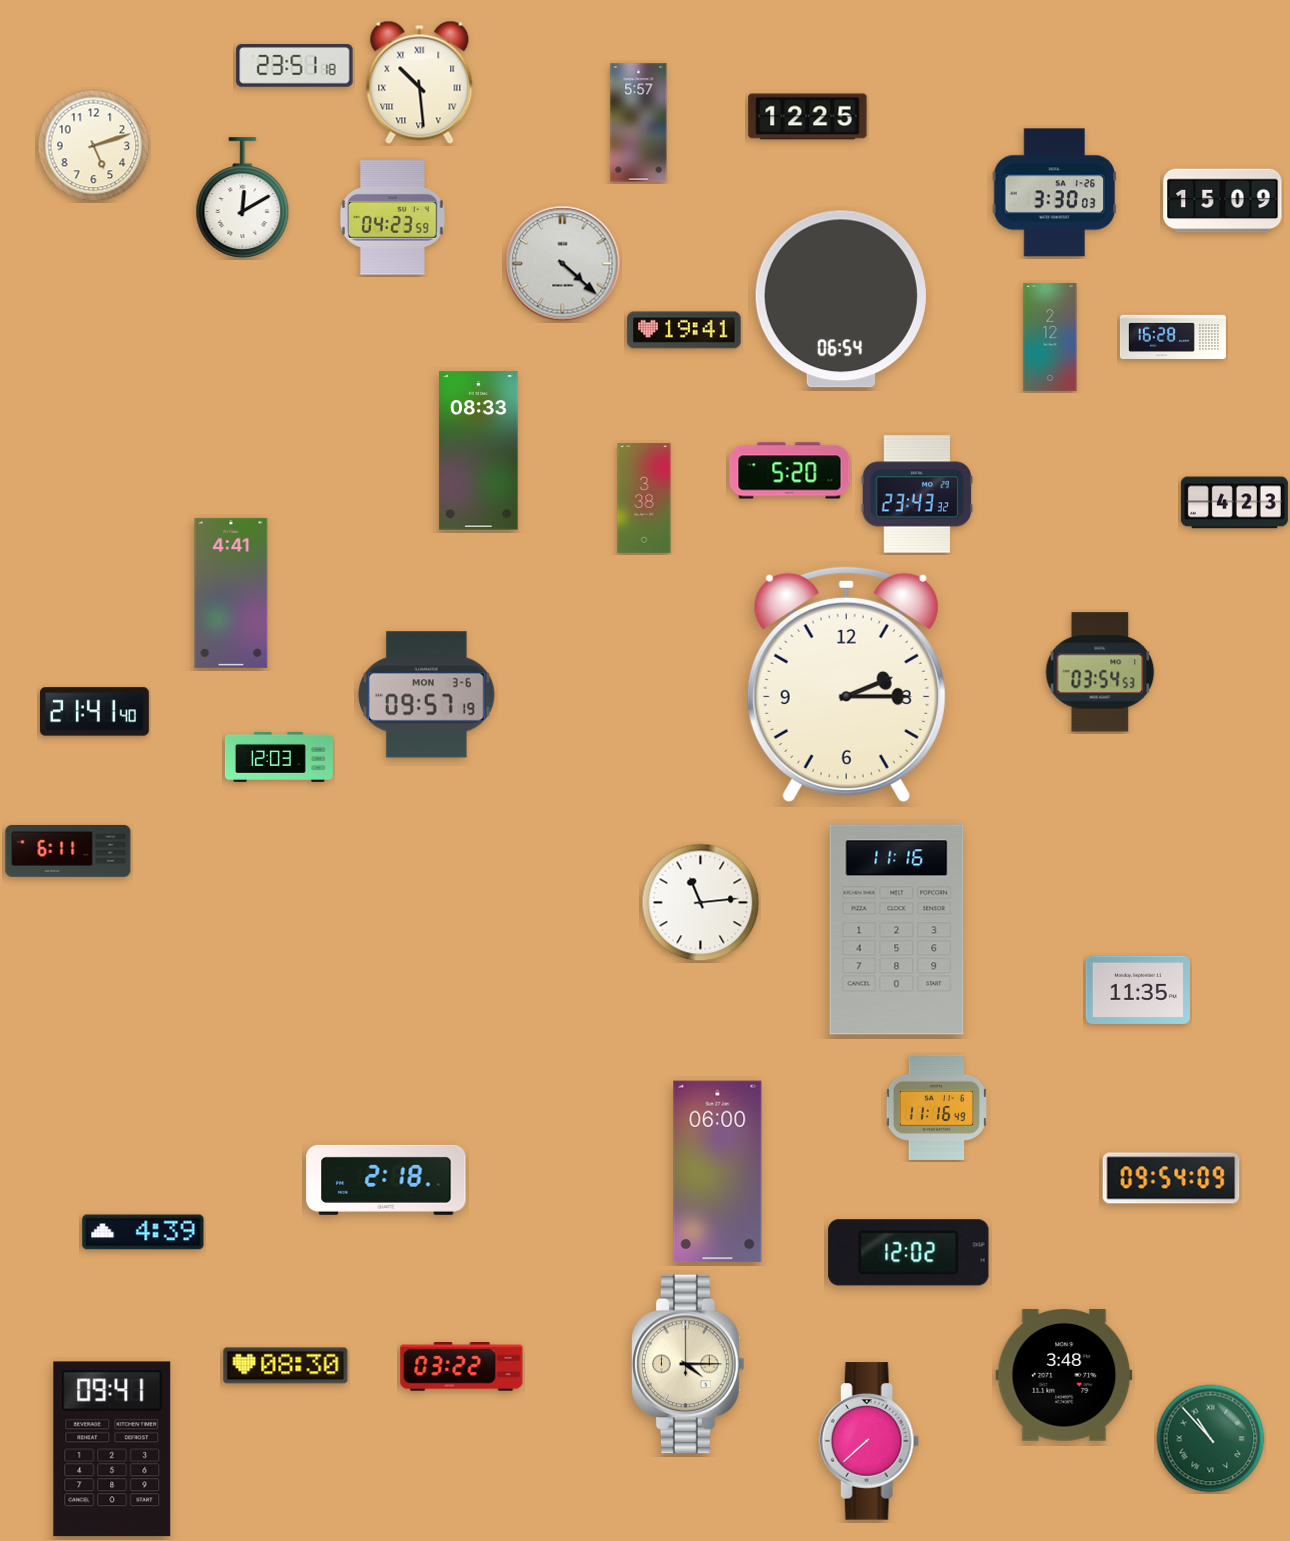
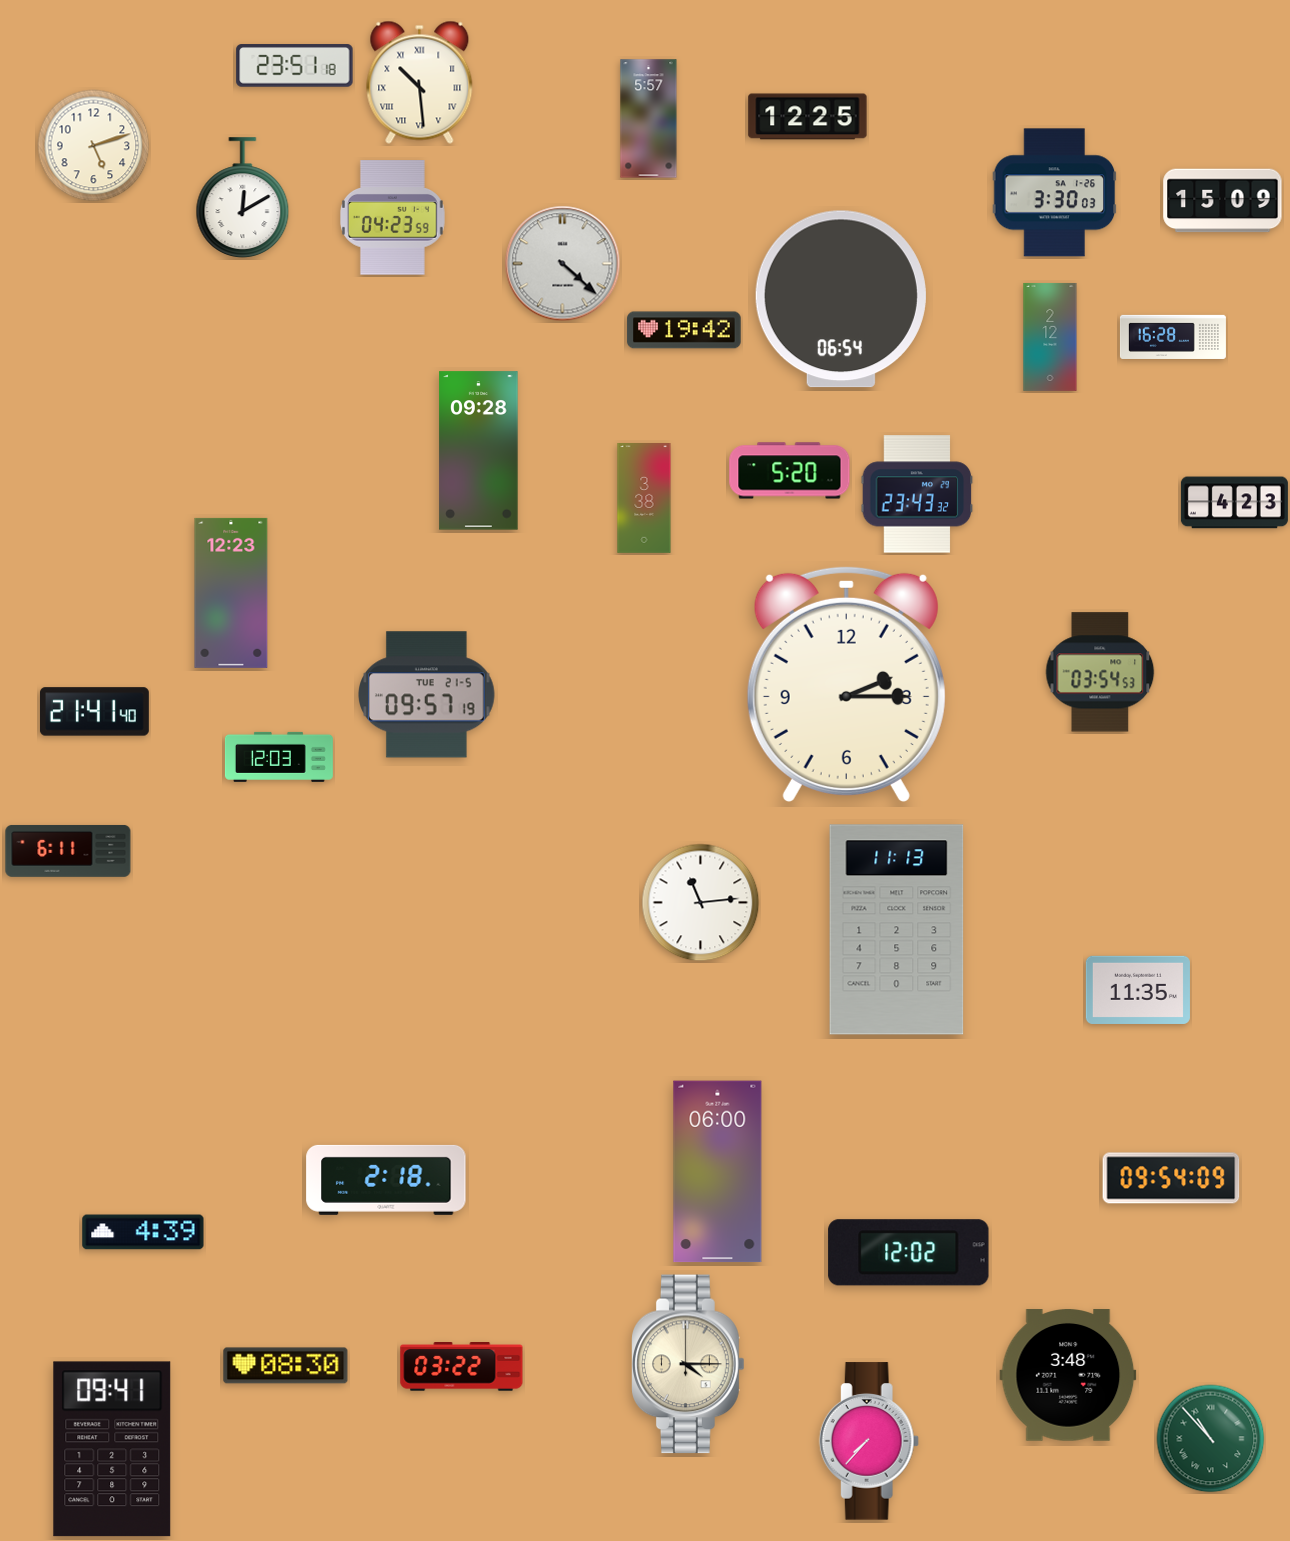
clock at (639, 123) position: (639, 123) -> (649, 119)
clock at (684, 330): 19:41 -> 19:42
clock at (479, 451): 08:33 -> 09:28
clock at (231, 593): 4:41 -> 12:23
clock at (427, 695) date: MON 3-6 -> TUE 21-5
clock at (897, 930): 11:16 -> 11:13
clock at (936, 1107): 11:16 -> none
clock at (1064, 1375) position: (1064, 1375) -> (1068, 1375)
clock at (869, 1441): 7:38 -> 7:37
